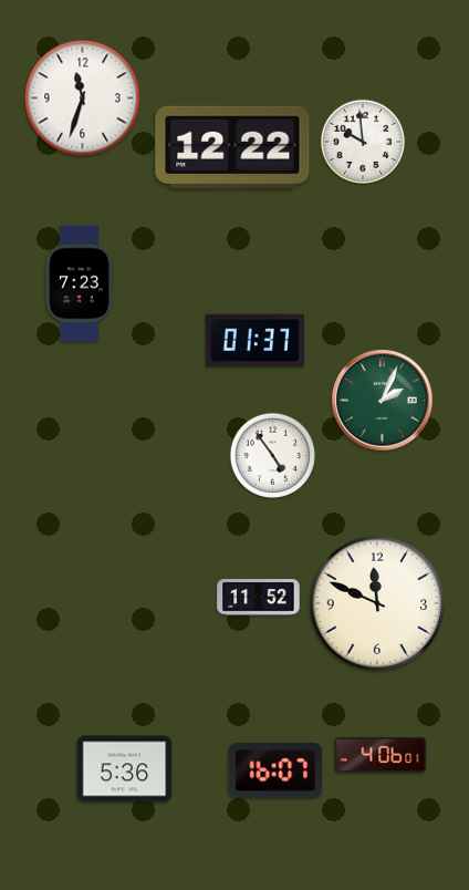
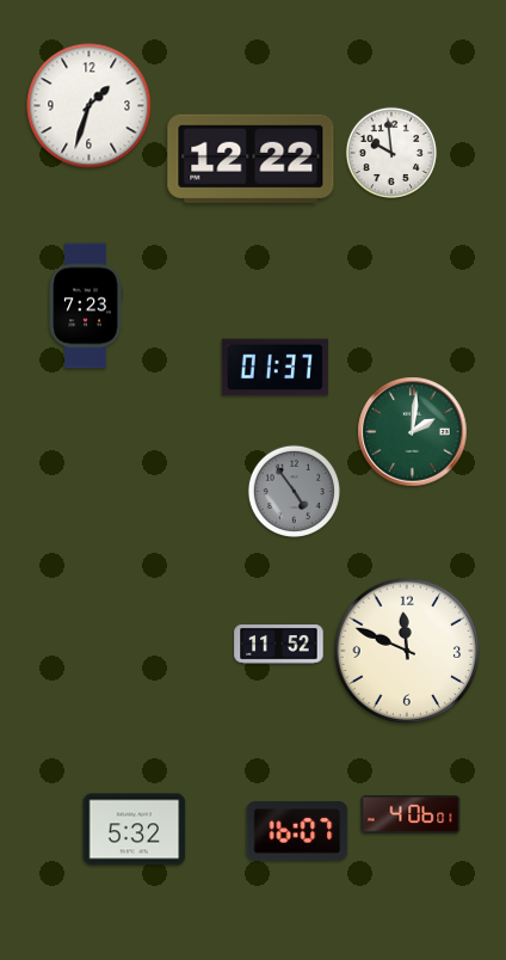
clock at (83, 99): 11:33 -> 1:33
clock at (383, 401): 2:04 -> 2:01
clock at (272, 455) dial: white -> grey
clock at (125, 769): 5:36 -> 5:32
